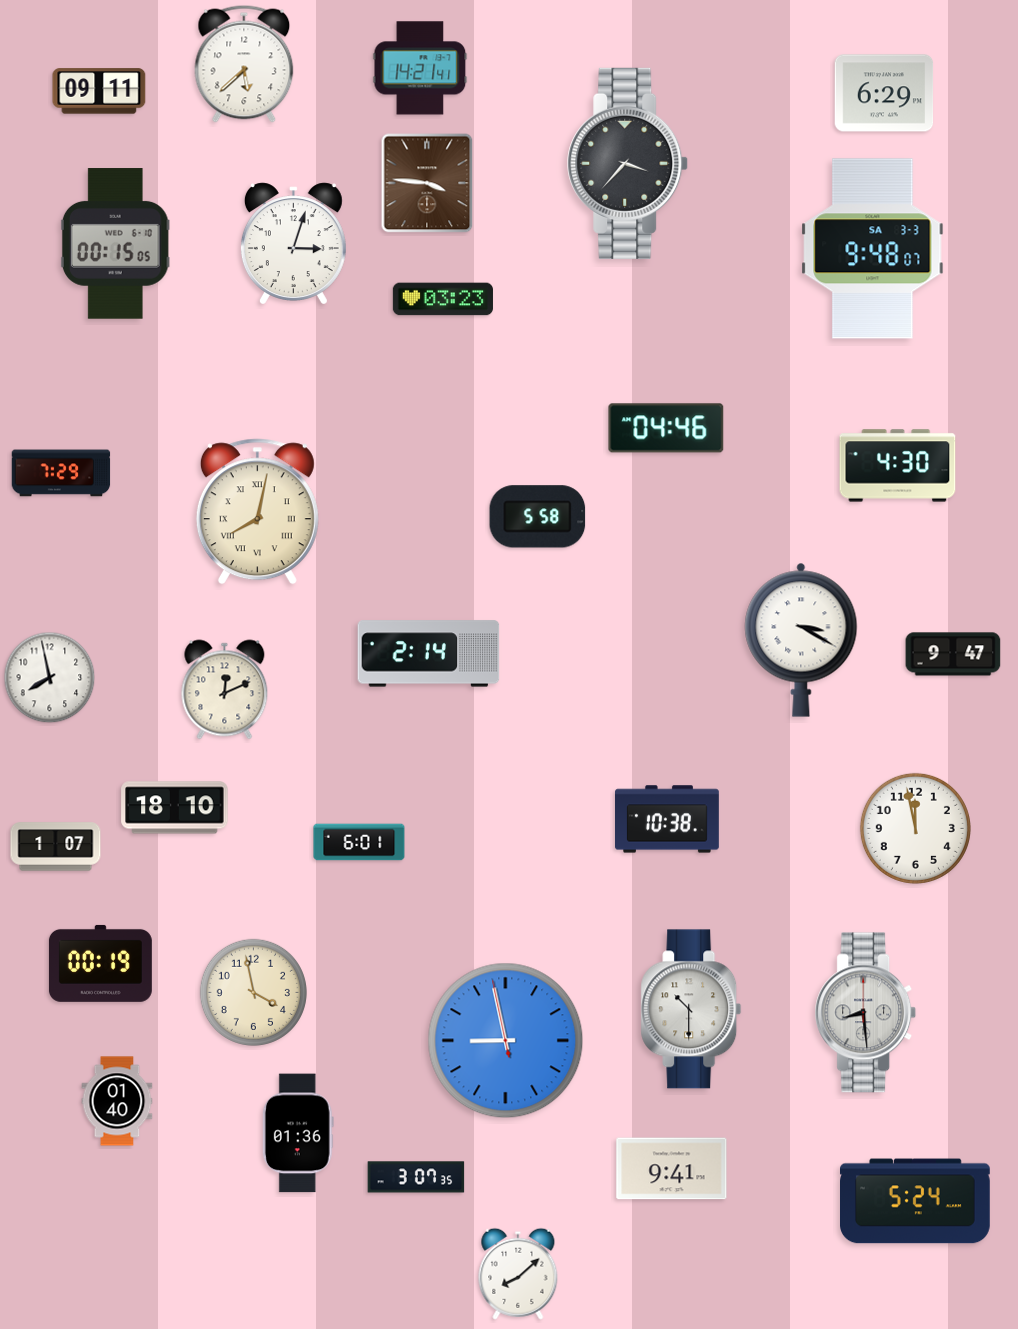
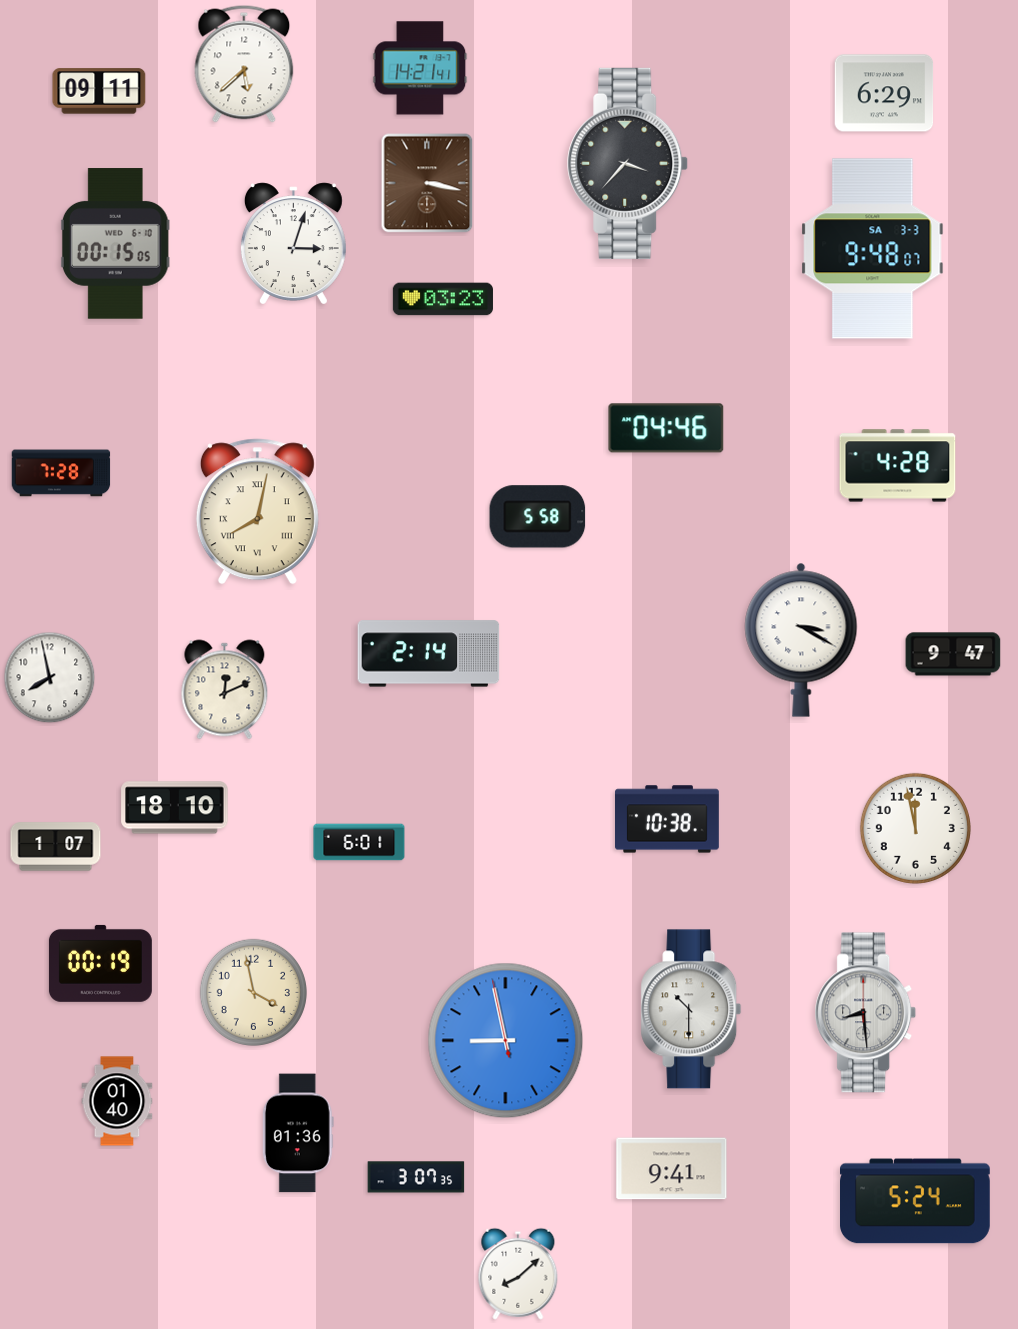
clock at (427, 183): 3:46 -> 3:17
clock at (898, 466): 4:30 -> 4:28
clock at (61, 473): 7:29 -> 7:28
